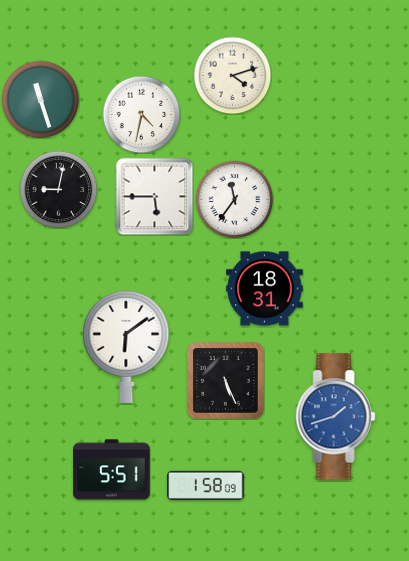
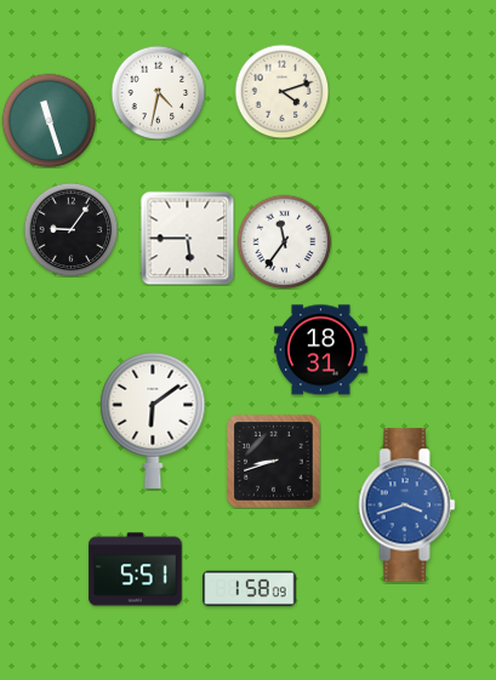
clock at (141, 114) position: (141, 114) -> (158, 92)
clock at (58, 189): 9:02 -> 9:06
clock at (226, 381): 5:26 -> 8:42
clock at (336, 417): 1:42 -> 3:42
